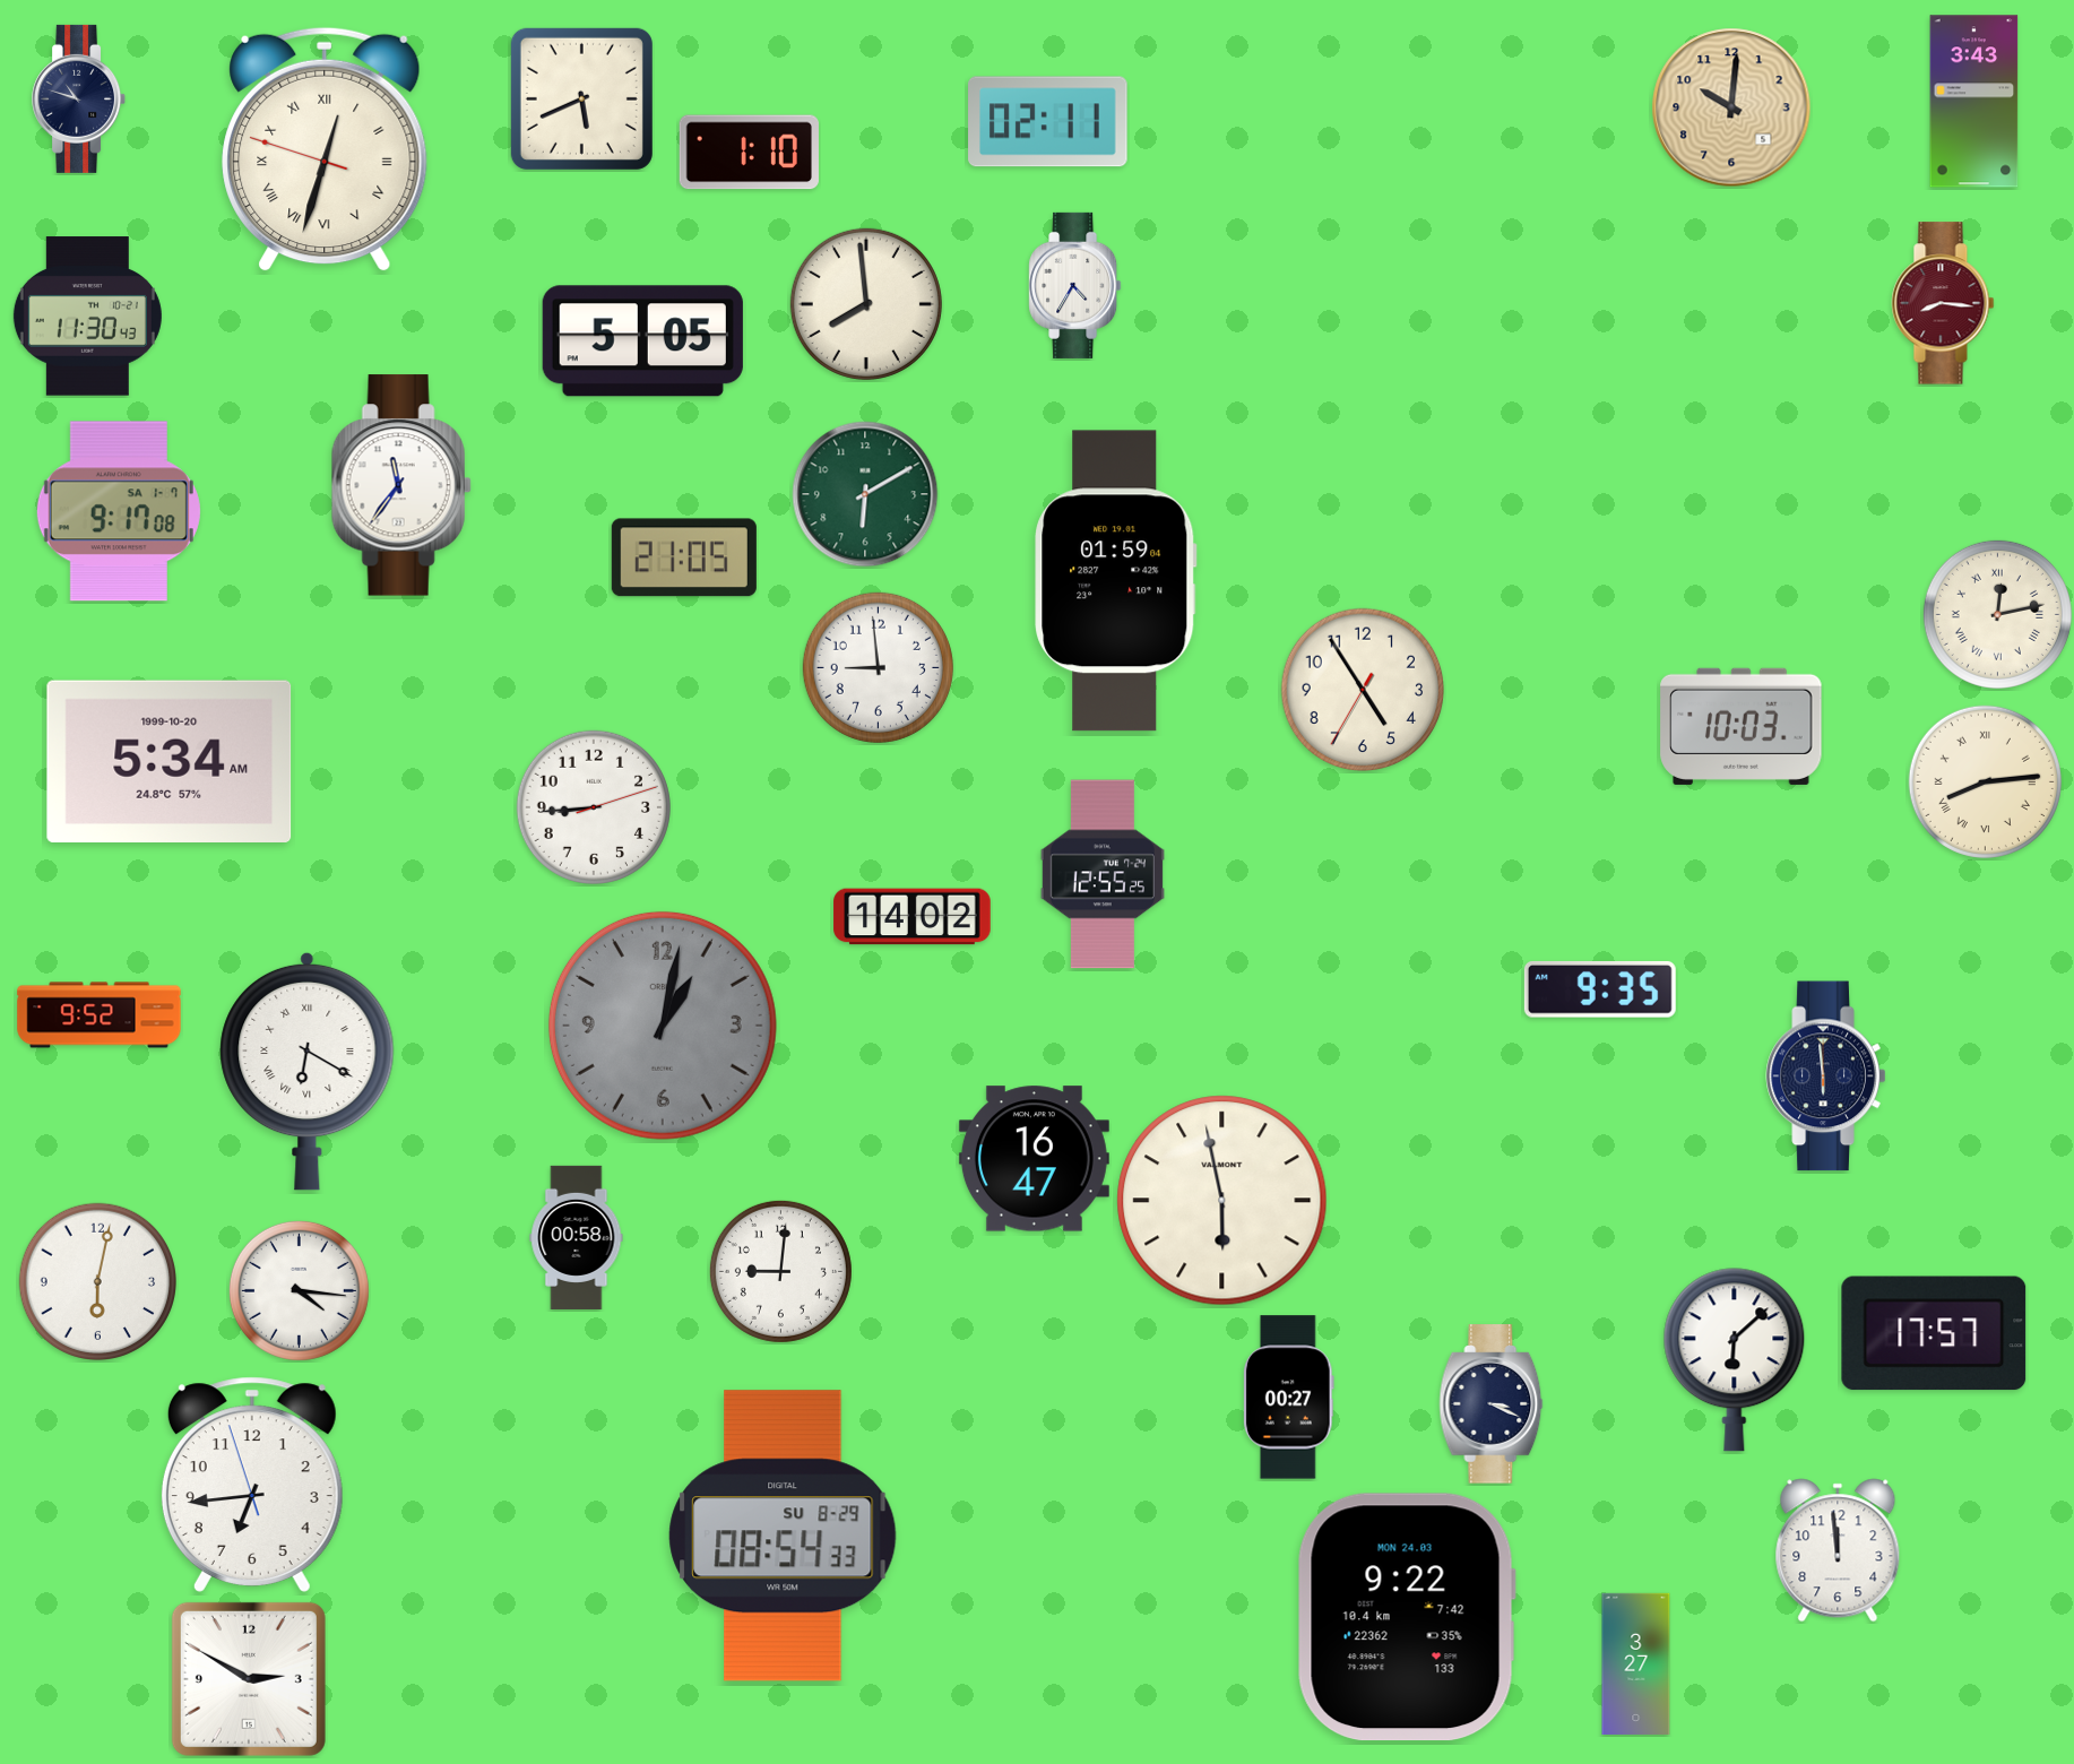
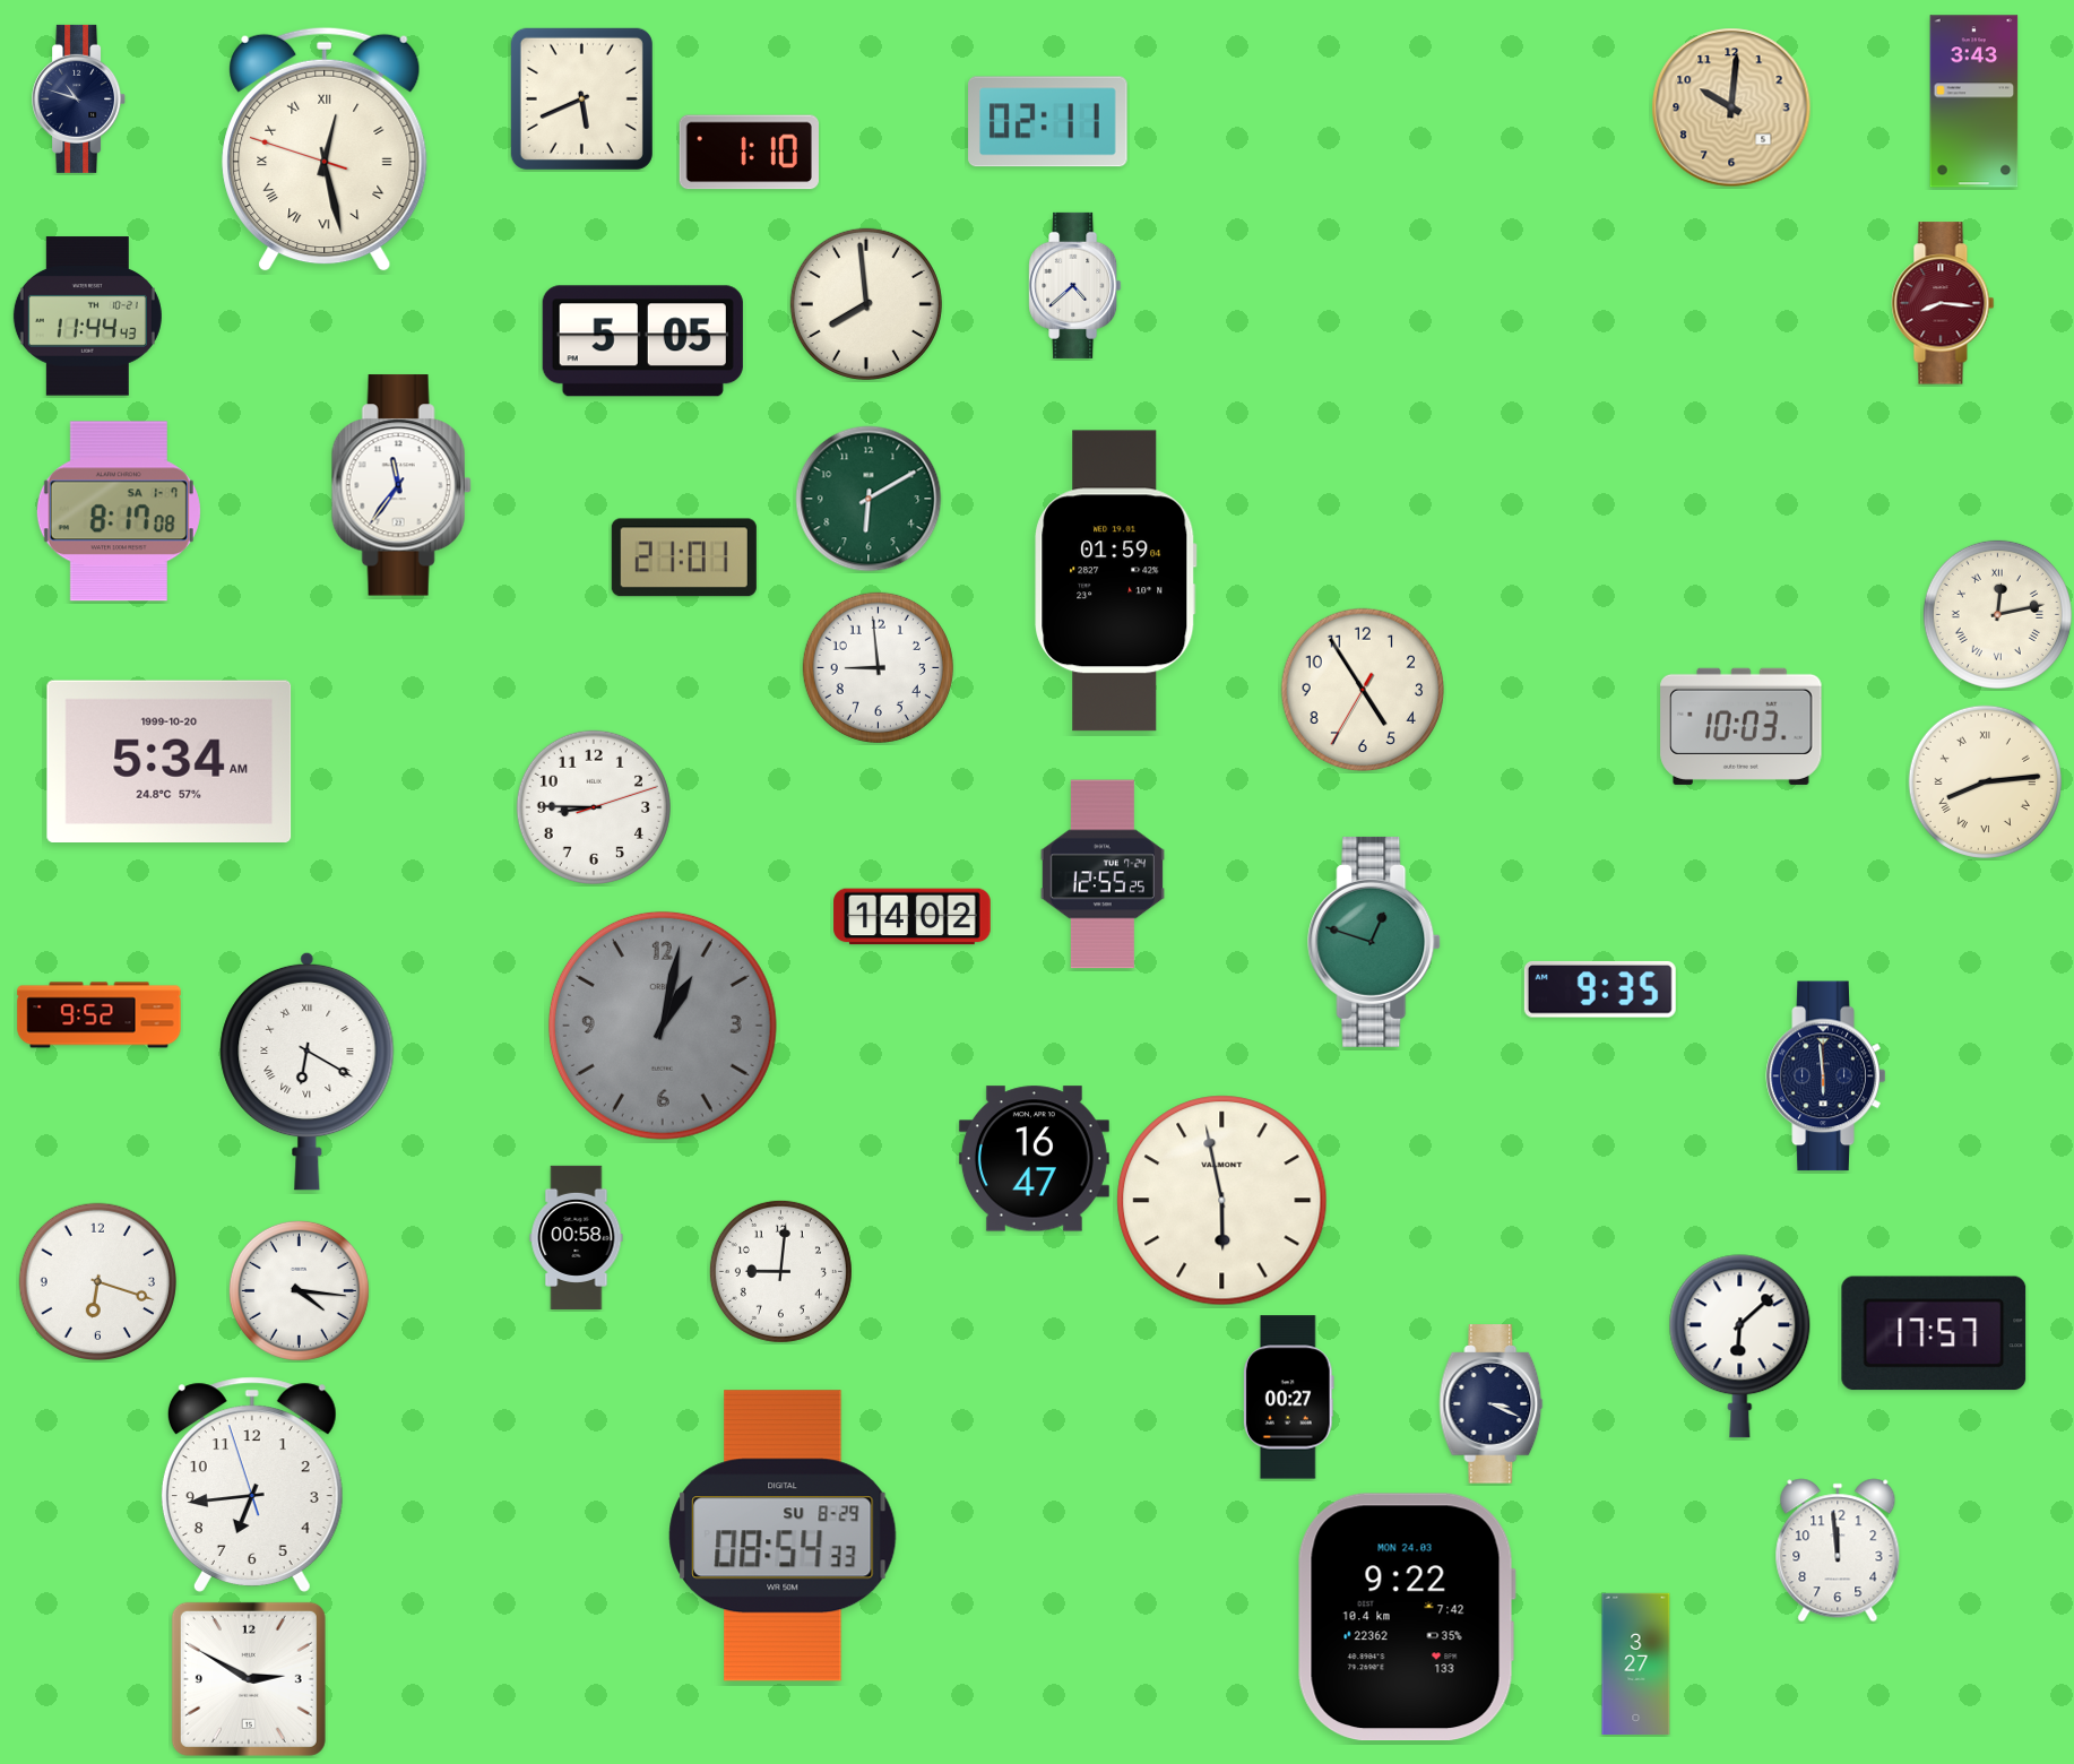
clock at (325, 149): 12:32 -> 12:27
clock at (1075, 285): 4:35 -> 4:38
clock at (87, 317): 11:30 -> 11:44
clock at (865, 494) position: (865, 494) -> (869, 499)
clock at (119, 511): 9:17 -> 8:17
clock at (684, 557): 21:05 -> 21:01
clock at (594, 807): 8:44 -> 8:45
clock at (1375, 942): none -> 12:48
clock at (97, 1281): 6:02 -> 6:18
clock at (1735, 1360) position: (1735, 1360) -> (1740, 1347)
